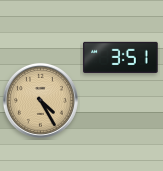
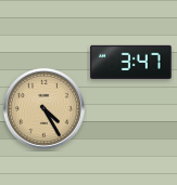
clock at (121, 57): 3:51 -> 3:47
